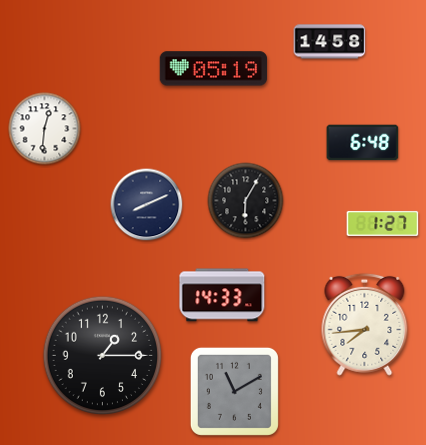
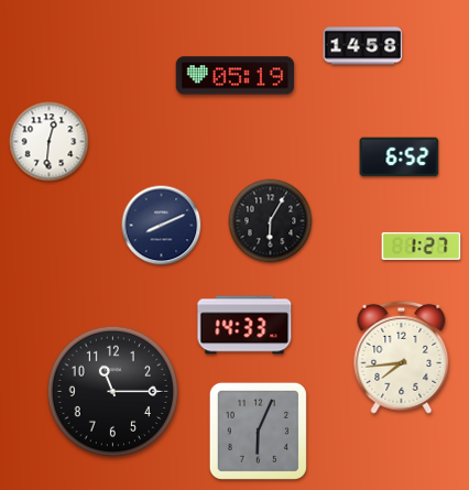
clock at (363, 143): 6:48 -> 6:52
clock at (103, 356): 1:15 -> 11:15
clock at (234, 391): 11:10 -> 6:04
